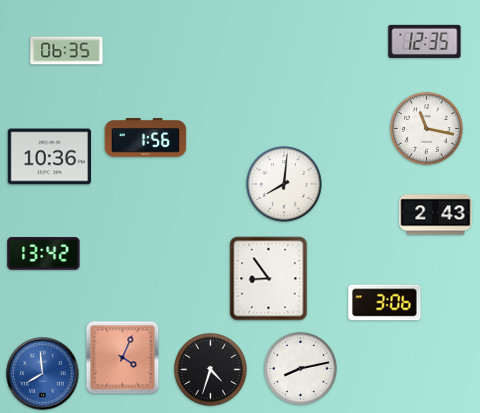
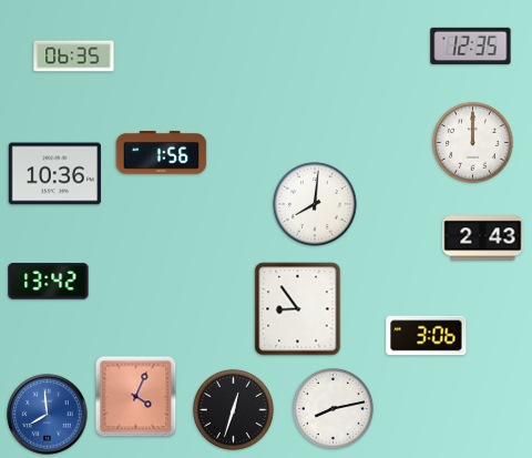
clock at (426, 128): 11:17 -> 12:00
clock at (210, 369): 4:33 -> 12:33
